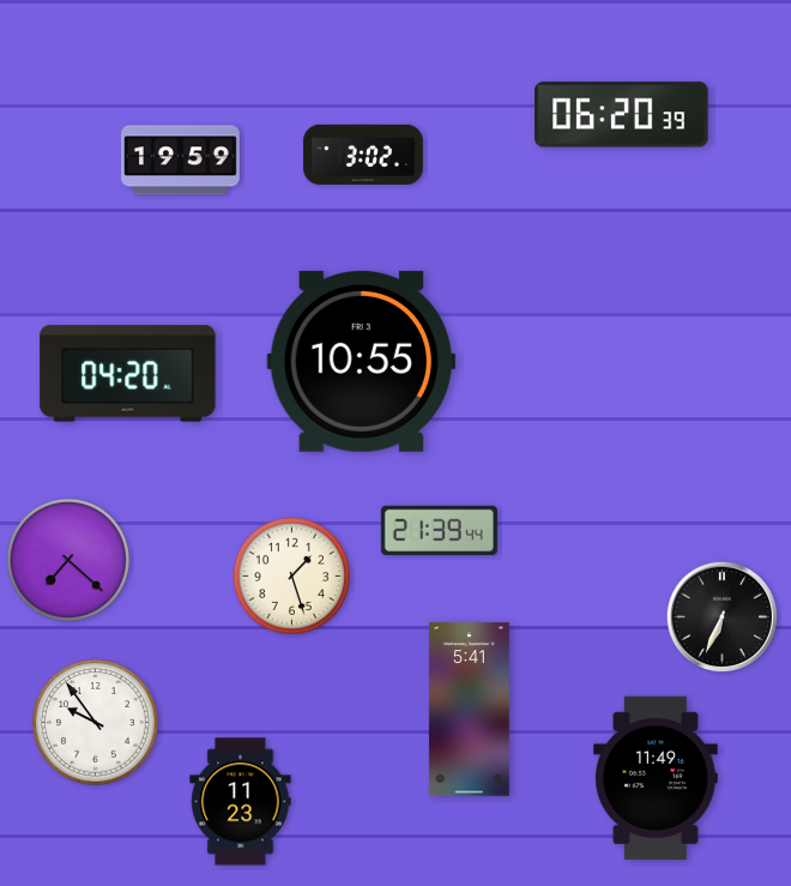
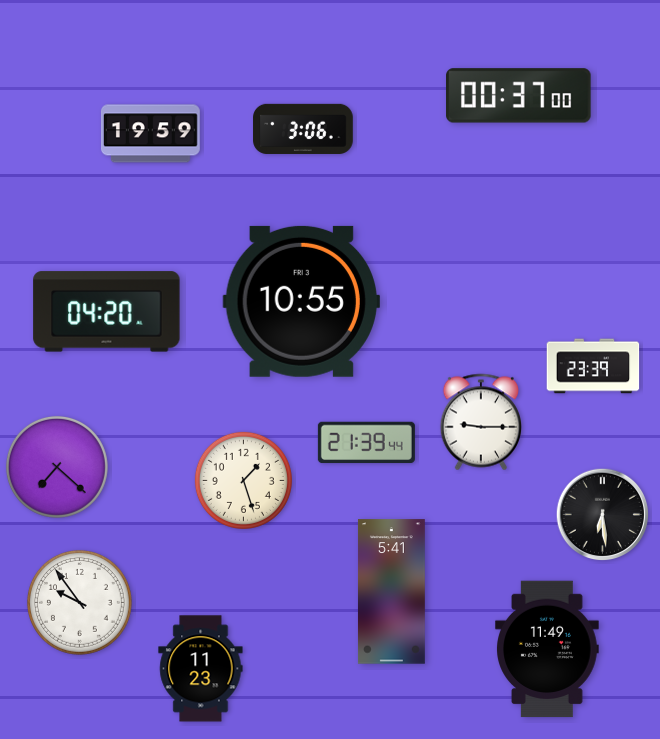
clock at (622, 115): 06:20 -> 00:37
clock at (363, 155): 3:02 -> 3:06
clock at (593, 366): none -> 23:39
clock at (480, 422): none -> 9:15
clock at (723, 617): 6:34 -> 6:29
